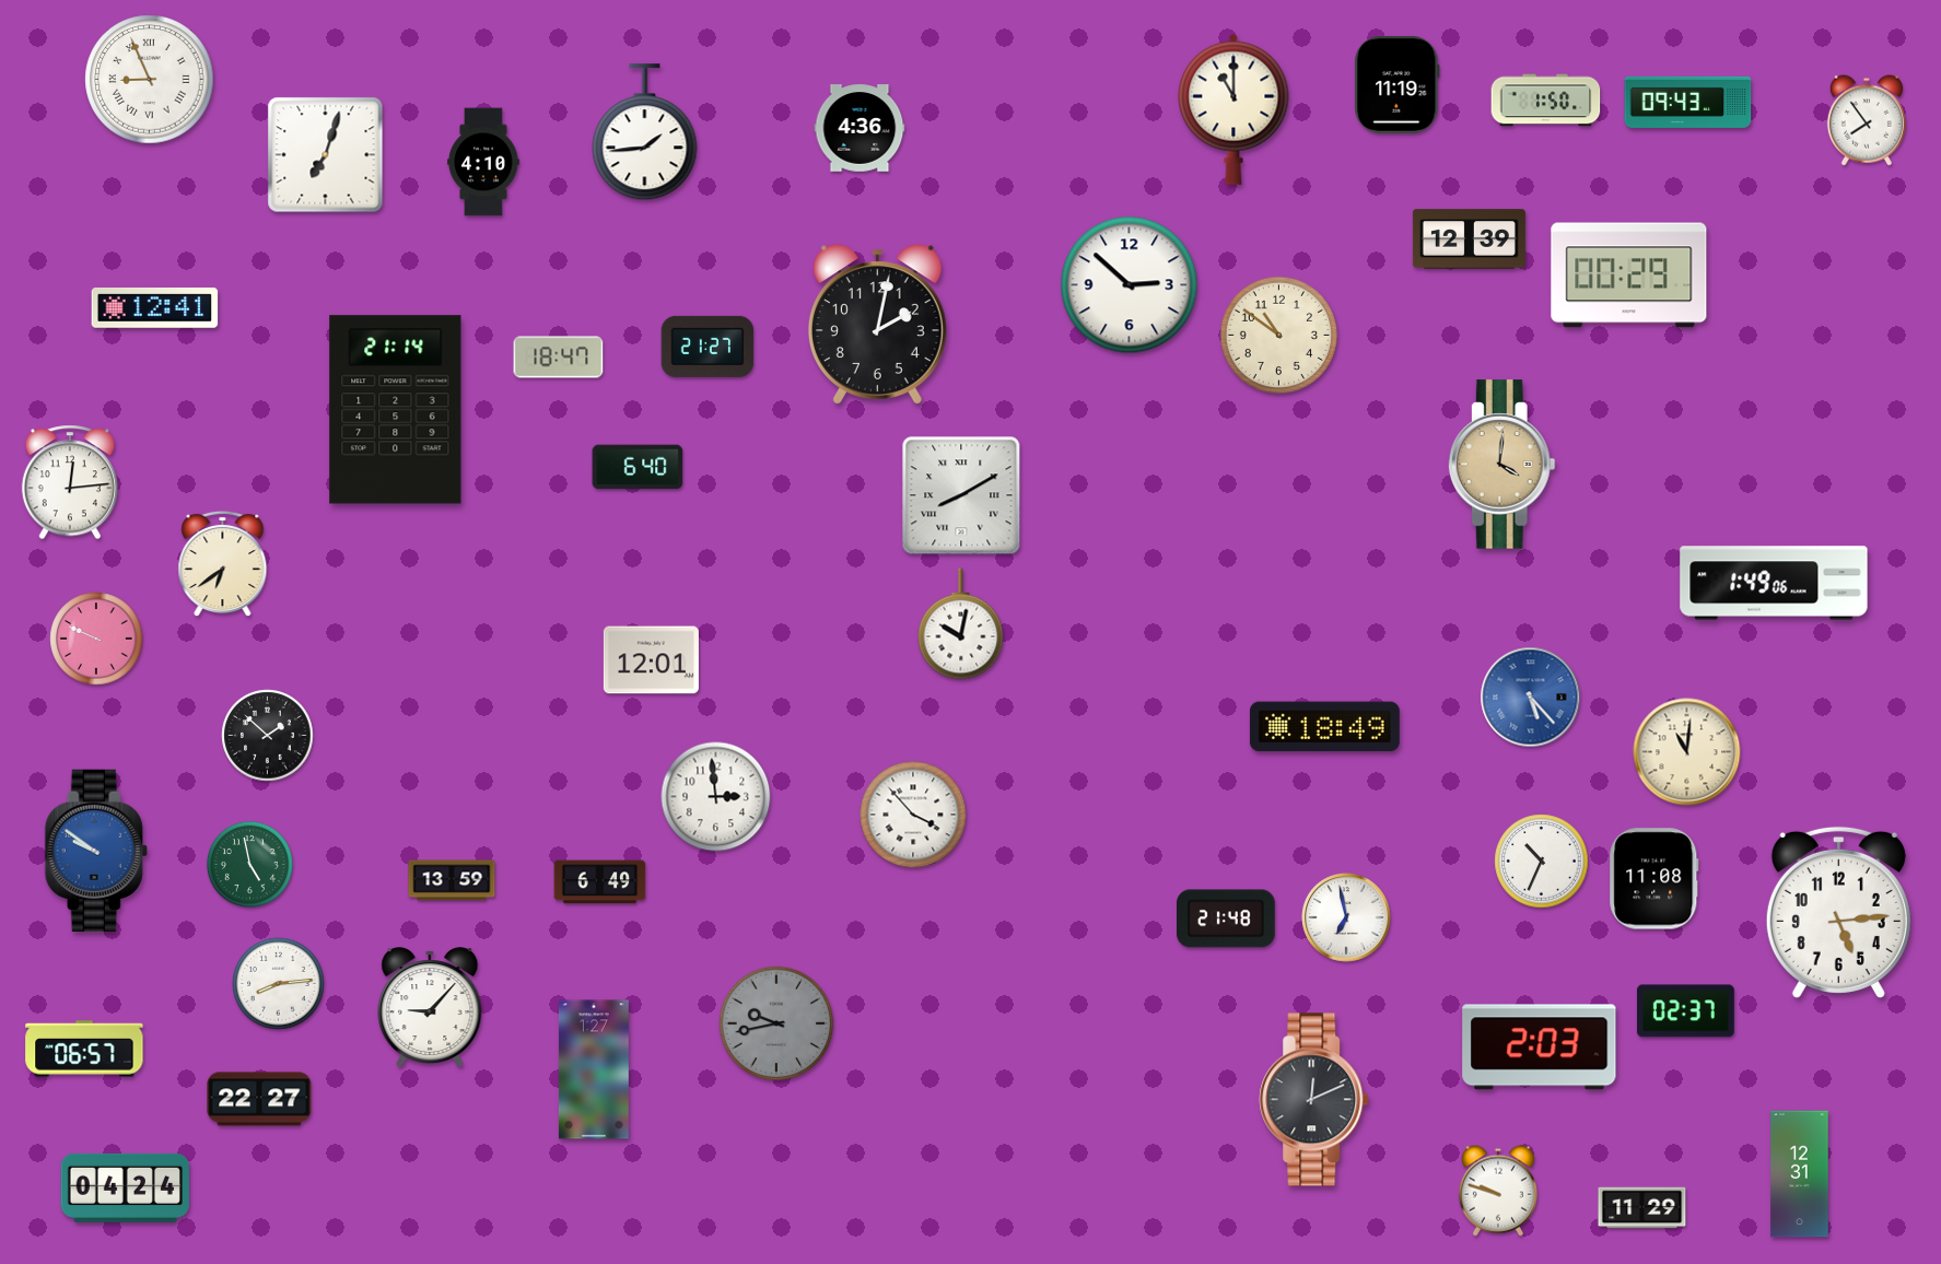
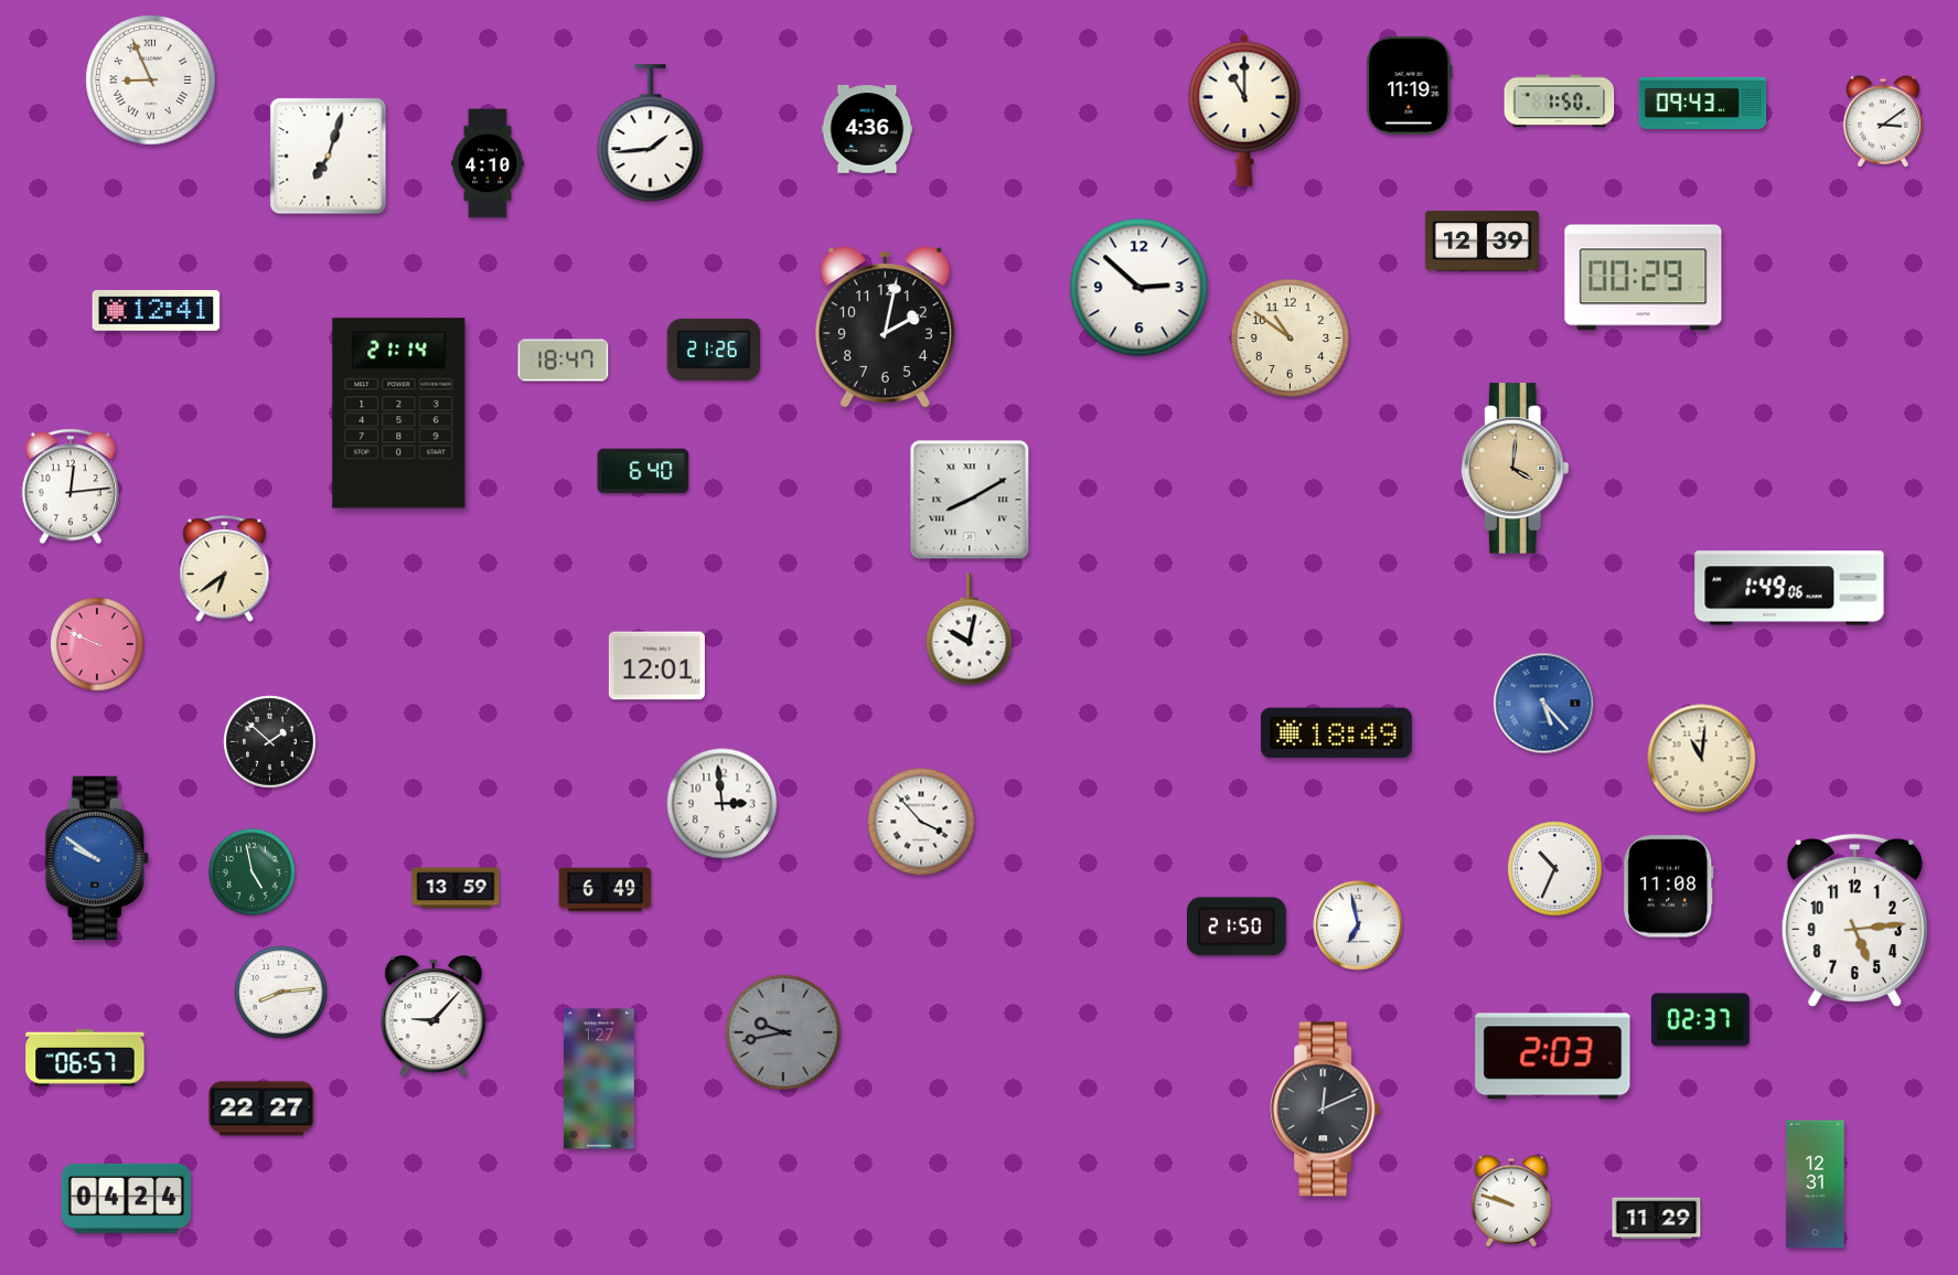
clock at (1867, 120): 7:54 -> 3:09
clock at (708, 347): 21:27 -> 21:26
clock at (1227, 918): 21:48 -> 21:50
